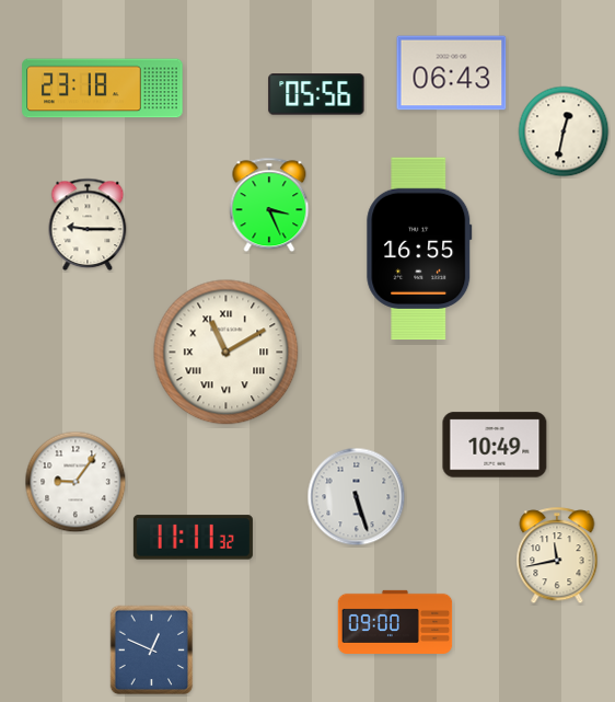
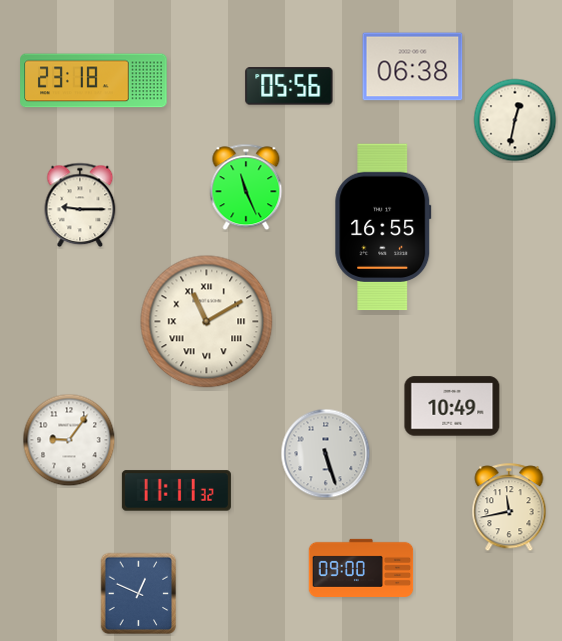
clock at (452, 73): 06:43 -> 06:38
clock at (269, 205): 3:26 -> 11:26
